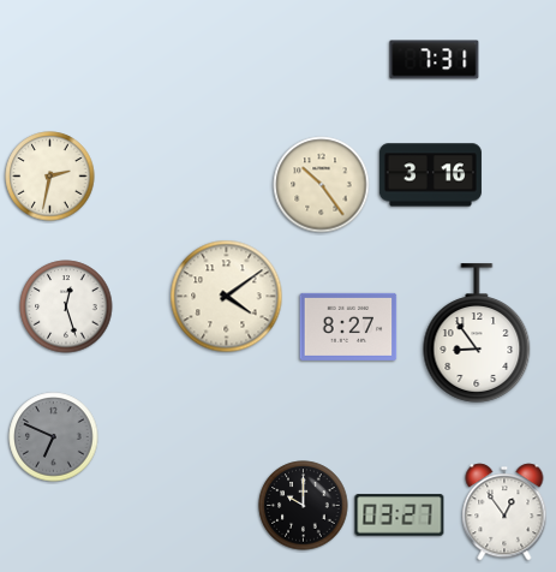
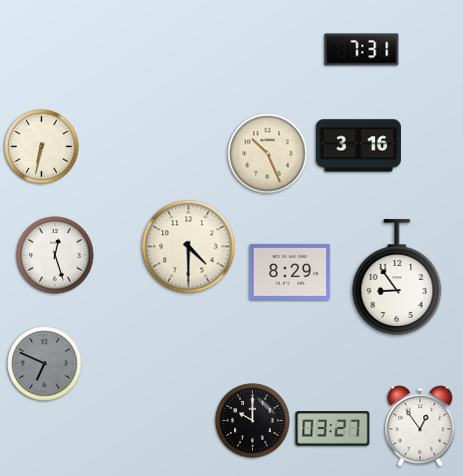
clock at (50, 177): 2:32 -> 6:32
clock at (322, 185): 10:24 -> 10:26
clock at (227, 297): 4:09 -> 4:30
clock at (348, 327): 8:27 -> 8:29
